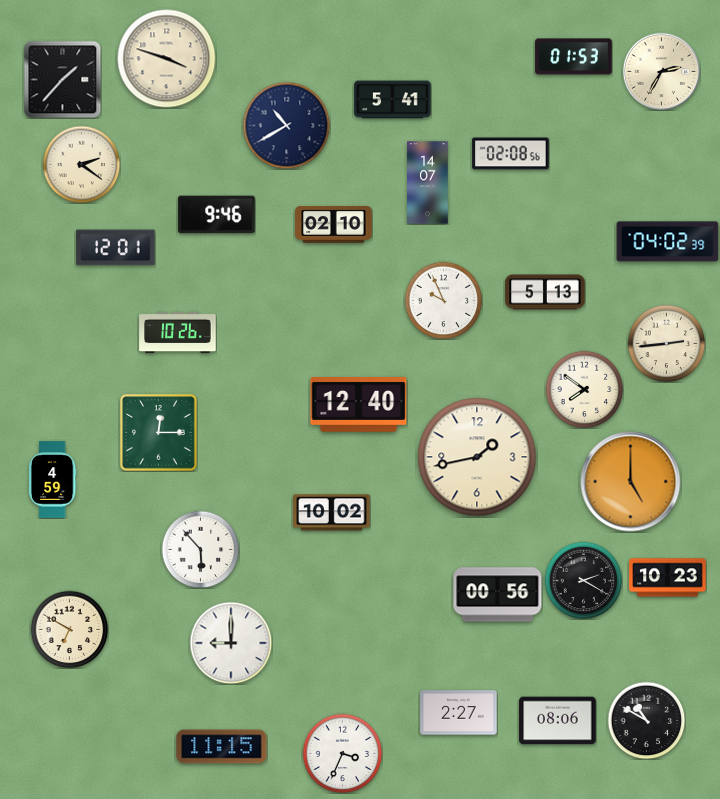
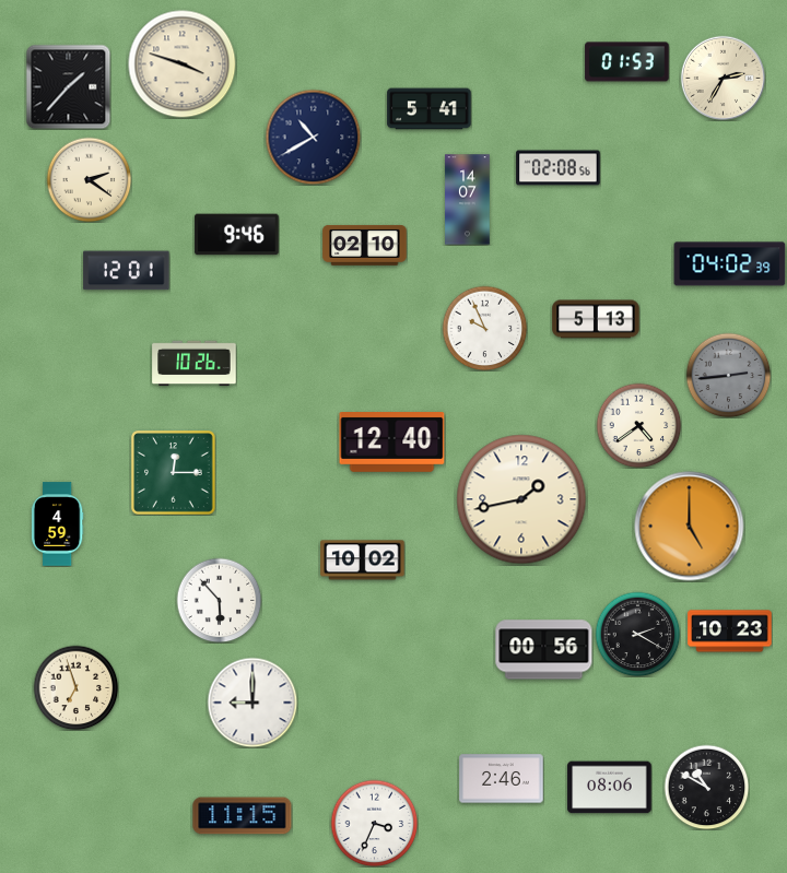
clock at (666, 343) dial: cream -> grey
clock at (584, 389): 7:51 -> 4:39
clock at (69, 629): 6:50 -> 6:57
clock at (459, 713): 2:27 -> 2:46
